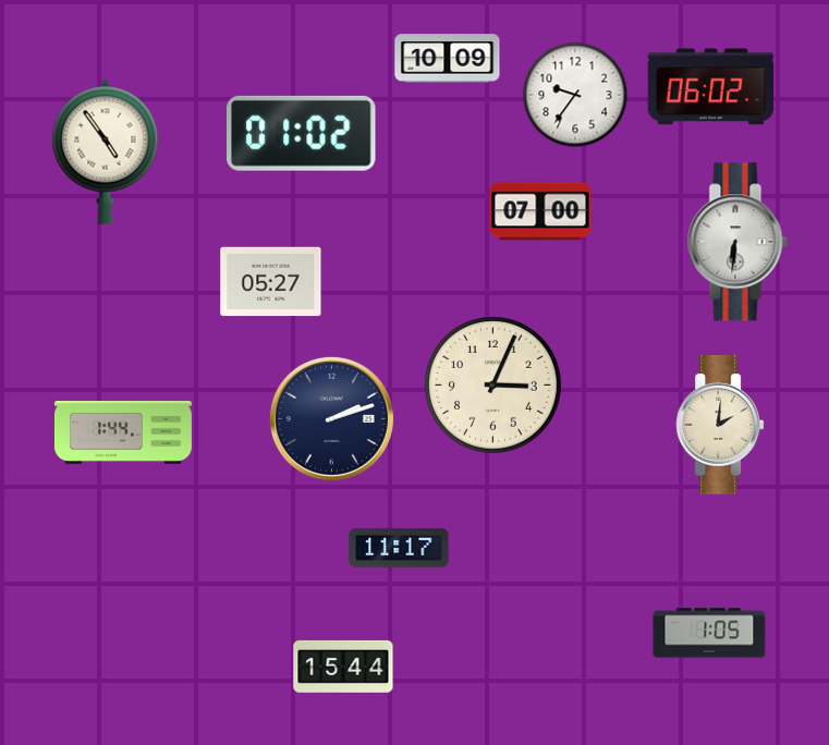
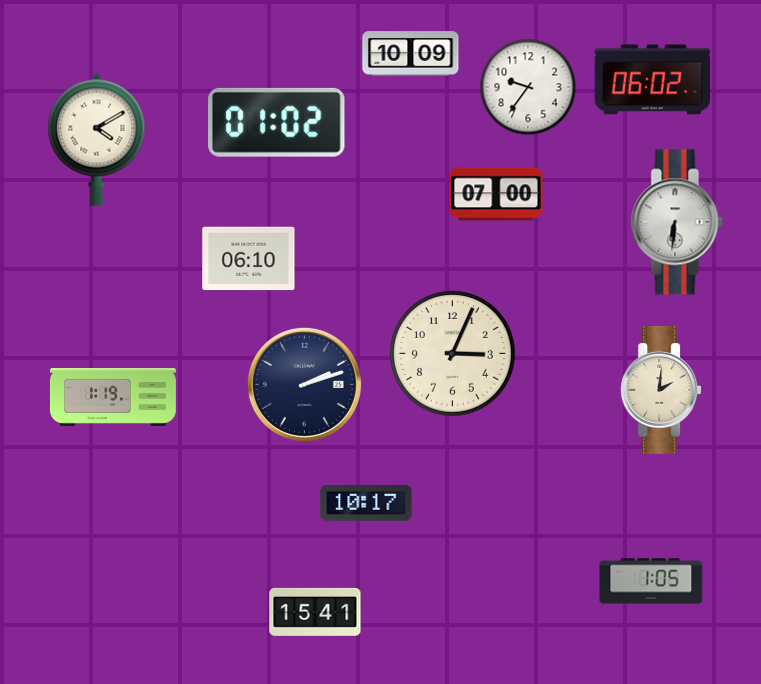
clock at (106, 151): 4:54 -> 4:10
clock at (271, 282): 05:27 -> 06:10
clock at (123, 432): 1:44 -> 1:19
clock at (399, 548): 11:17 -> 10:17
clock at (343, 667): 15:44 -> 15:41
